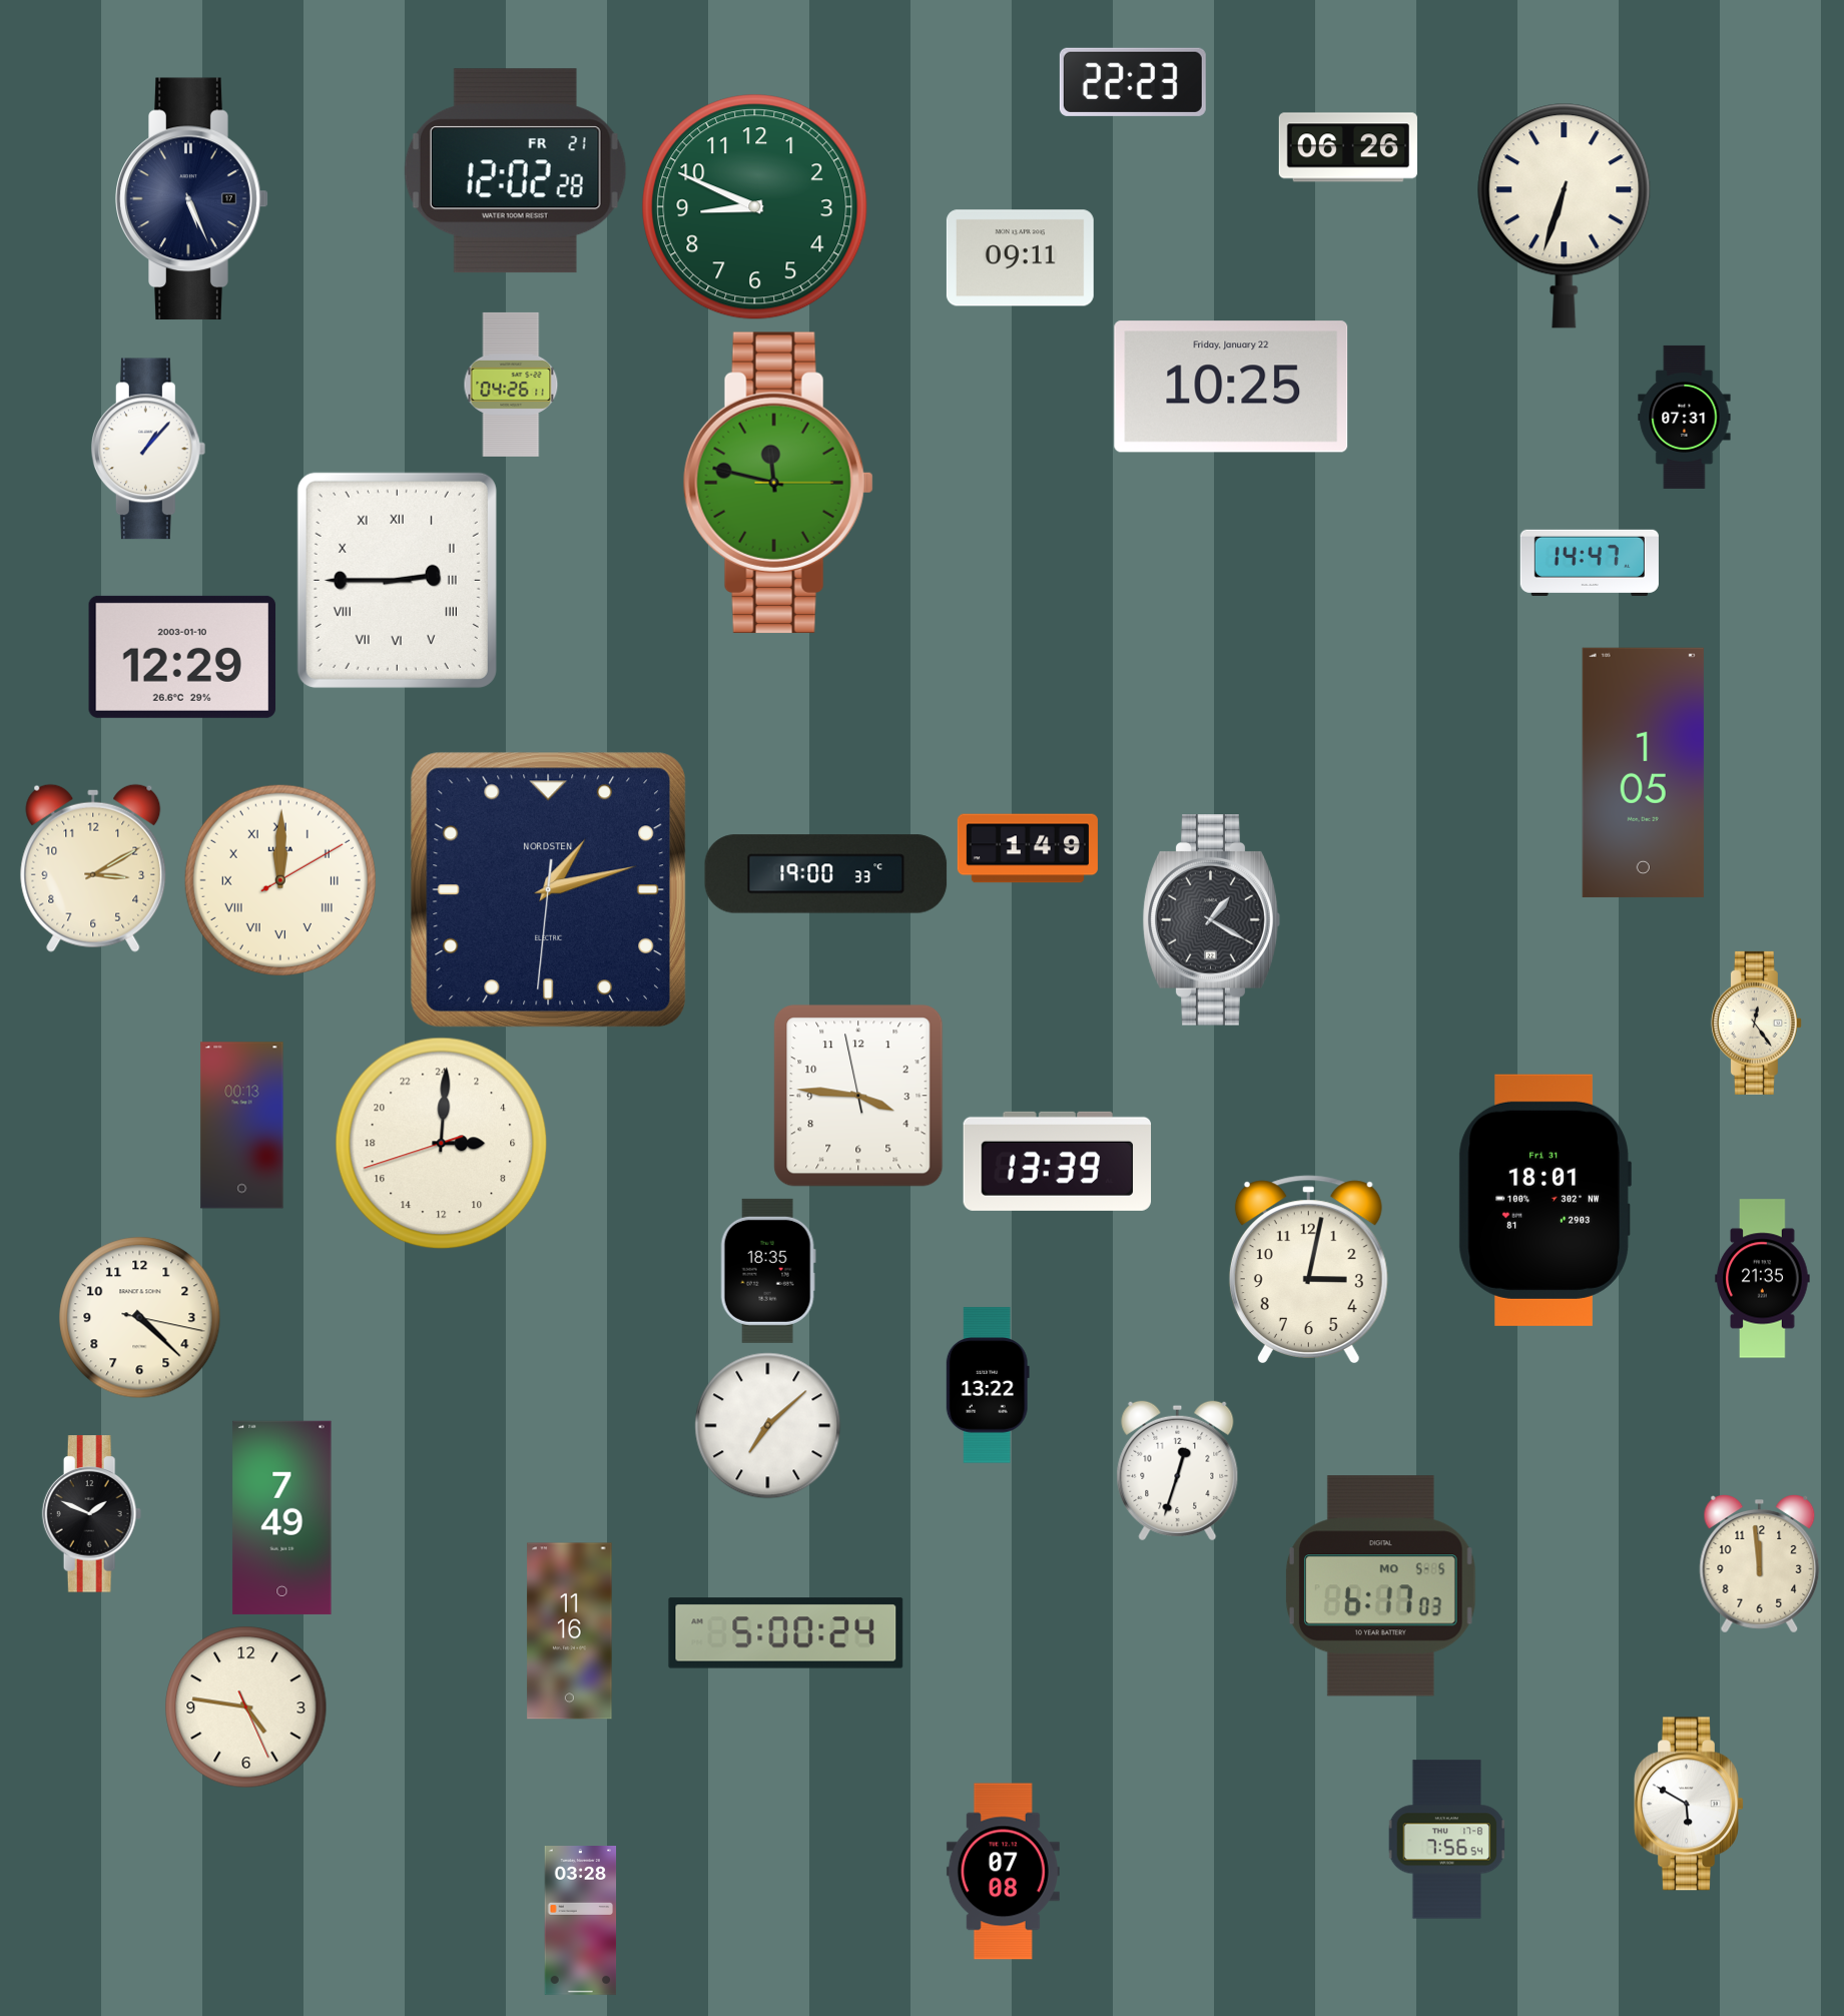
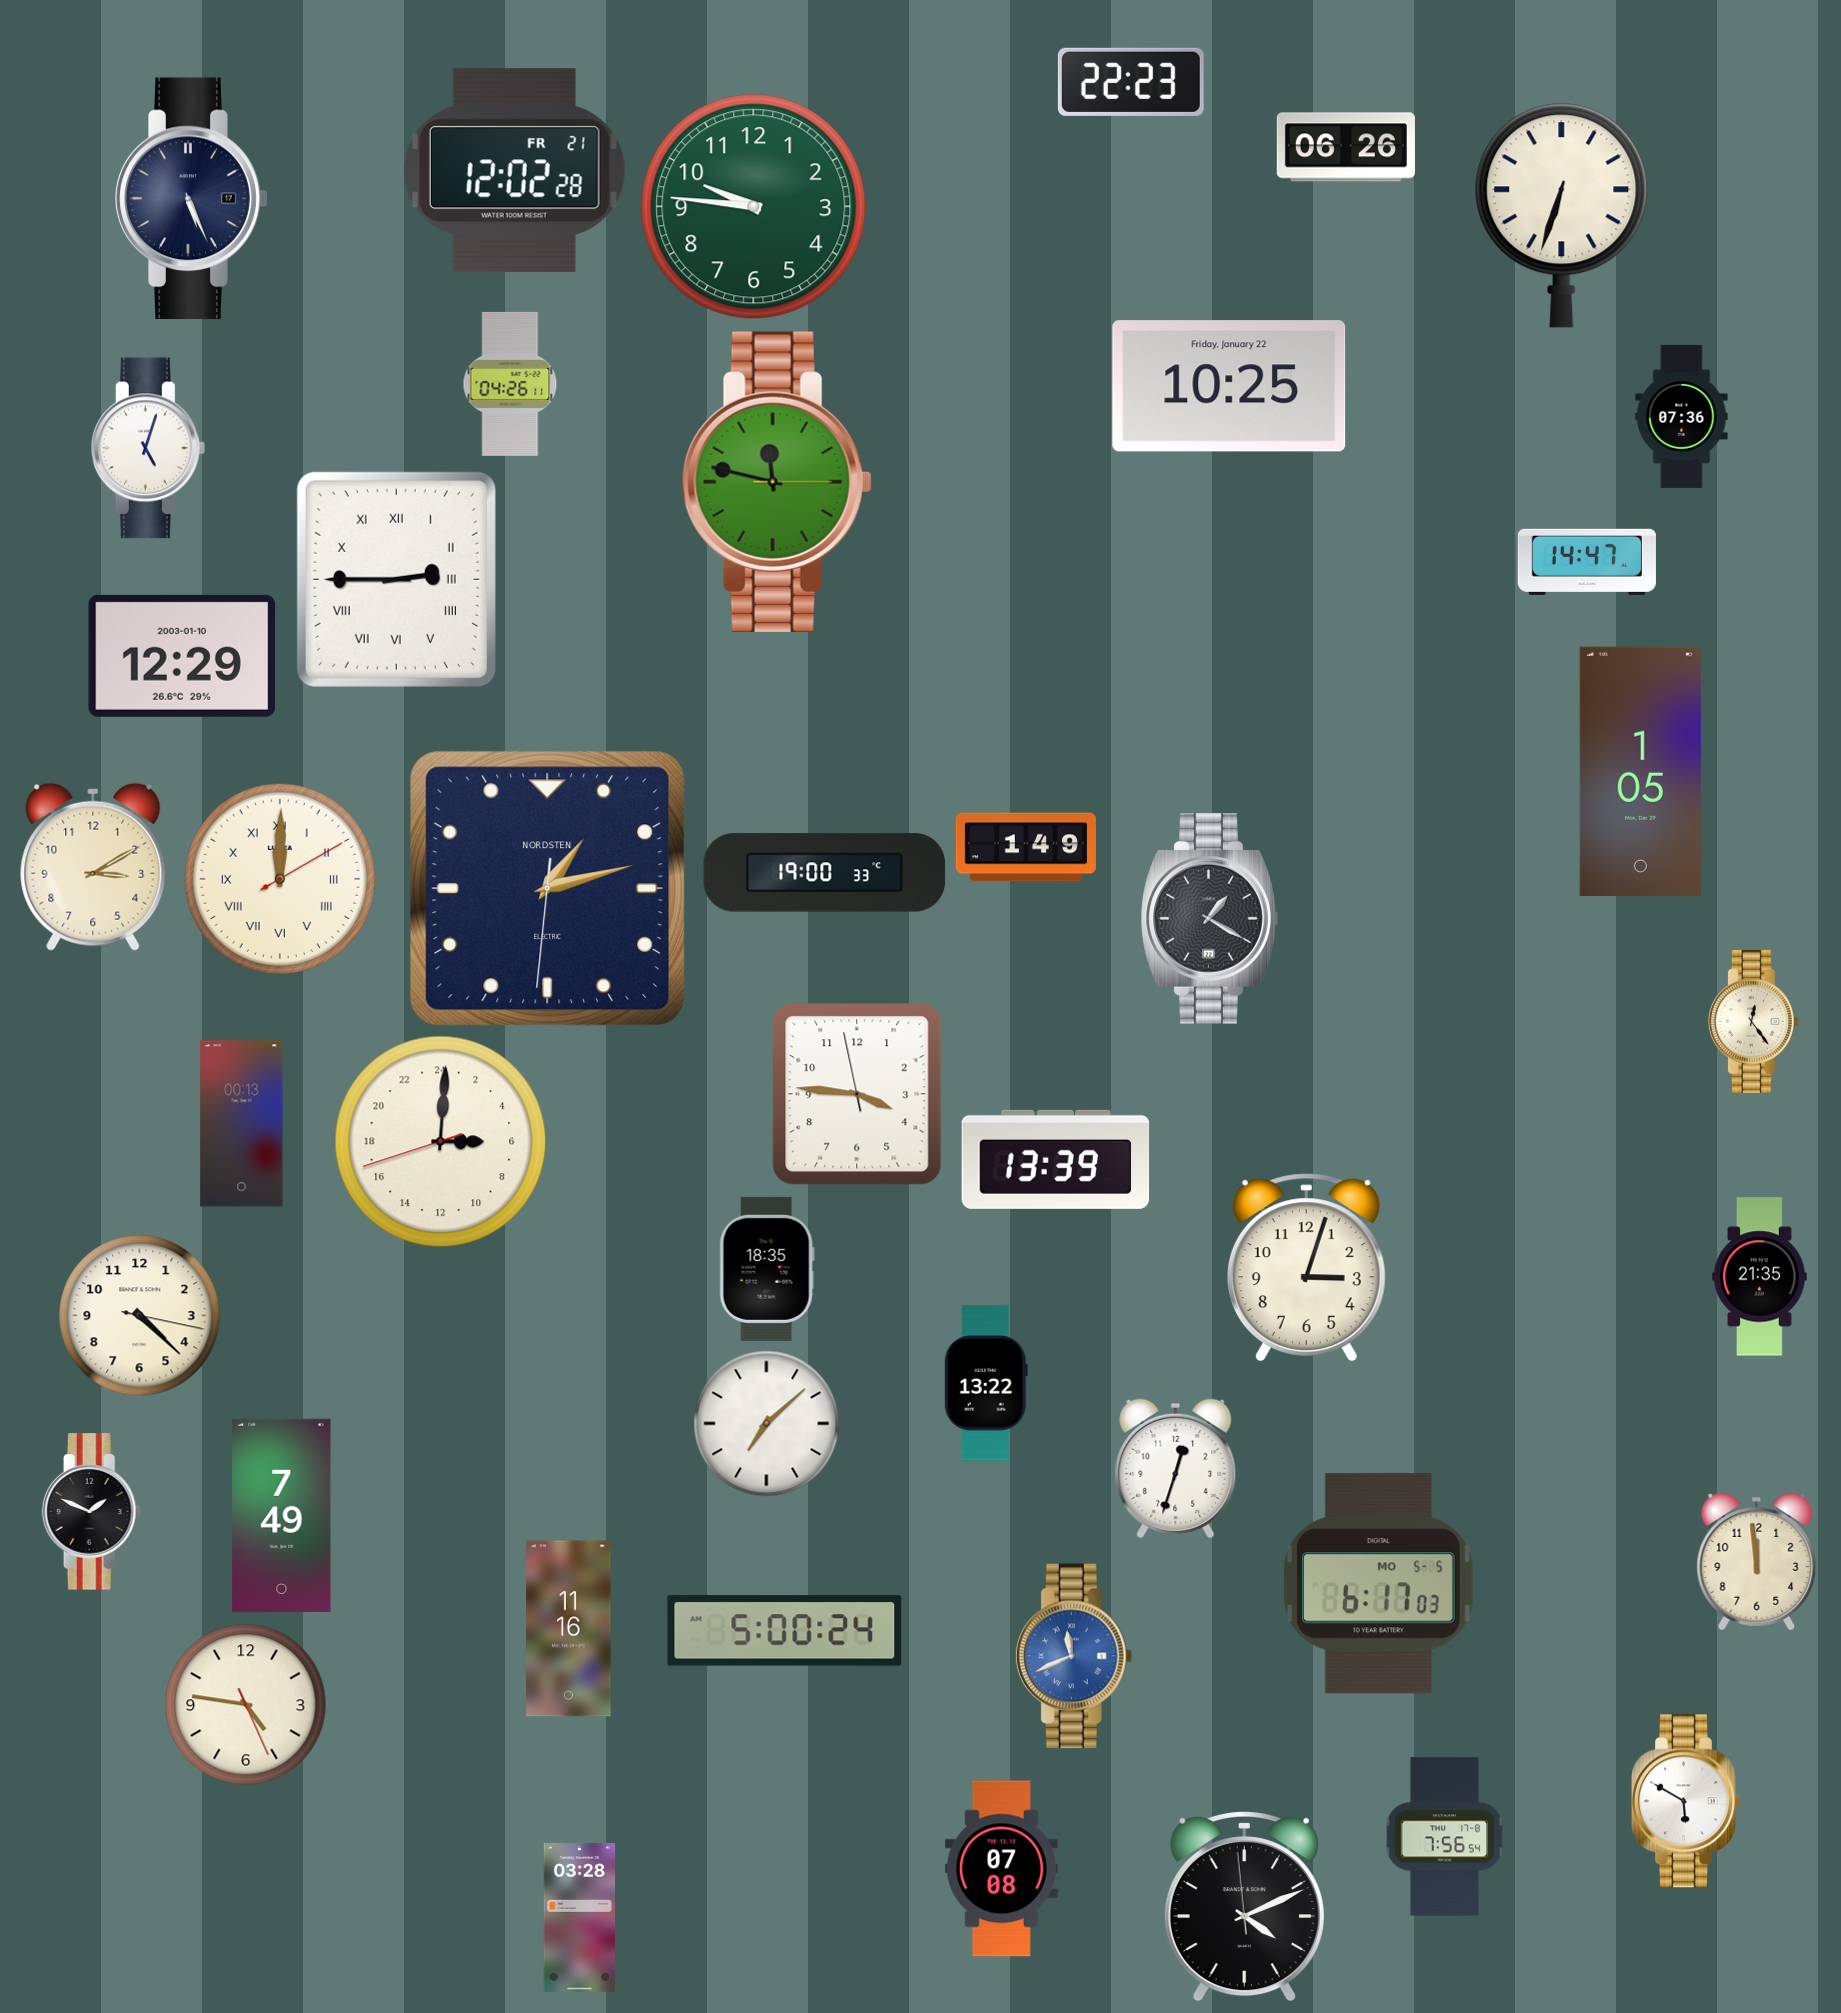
clock at (755, 207): 8:49 -> 9:46
clock at (1020, 258): 09:11 -> none
clock at (1685, 417): 07:31 -> 07:36
clock at (148, 449): 1:07 -> 5:03
clock at (1545, 1200): 18:01 -> none
clock at (1308, 1269): 3:02 -> 3:03
clock at (1074, 1656): none -> 11:41
clock at (1244, 1907): none -> 4:10
